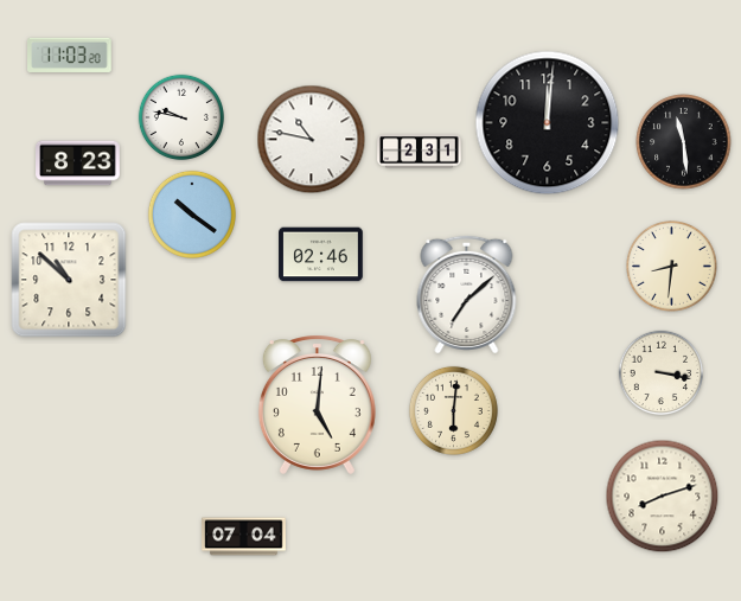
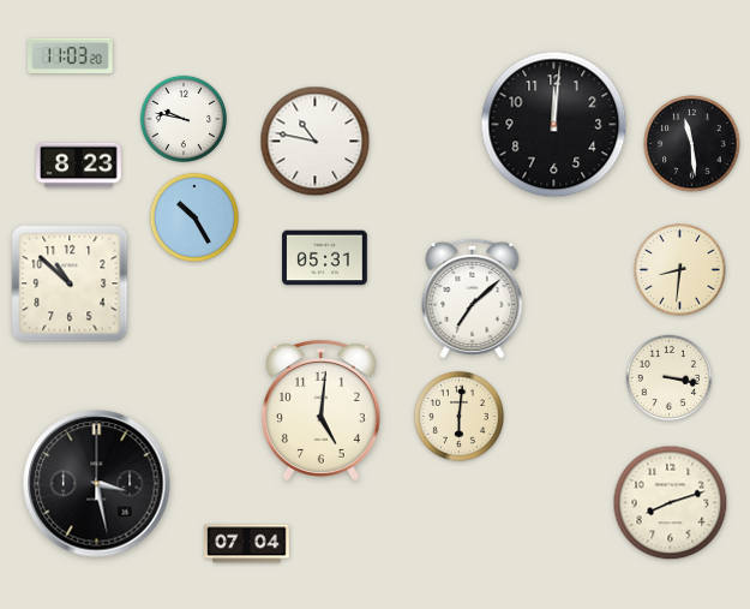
clock at (420, 152): 2:31 -> none
clock at (192, 215): 10:21 -> 10:25
clock at (321, 255): 02:46 -> 05:31
clock at (97, 484): none -> 3:28
